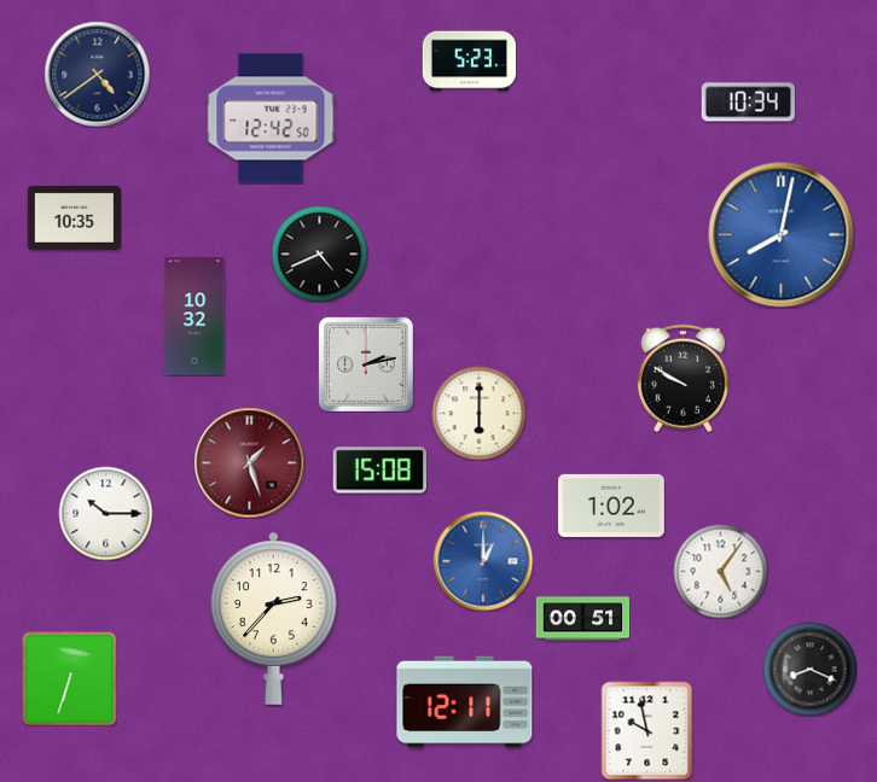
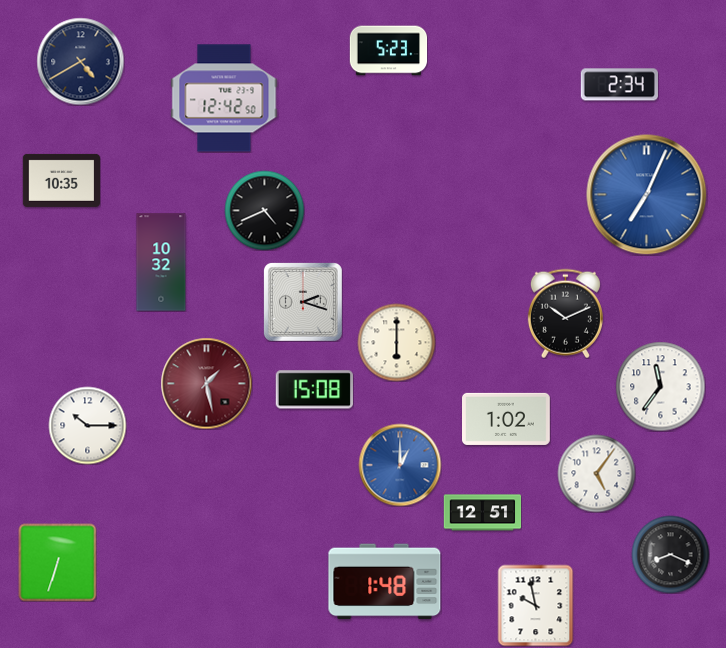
clock at (97, 74): 4:39 -> 4:40
clock at (748, 103): 10:34 -> 2:34
clock at (782, 235): 8:02 -> 7:04
clock at (366, 364): 2:13 -> 2:18
clock at (683, 378): 9:50 -> 10:11
clock at (249, 462): 1:27 -> 1:28
clock at (660, 386): none -> 11:36
clock at (274, 618): 2:37 -> none
clock at (582, 619): 00:51 -> 12:51
clock at (465, 702): 12:11 -> 1:48
